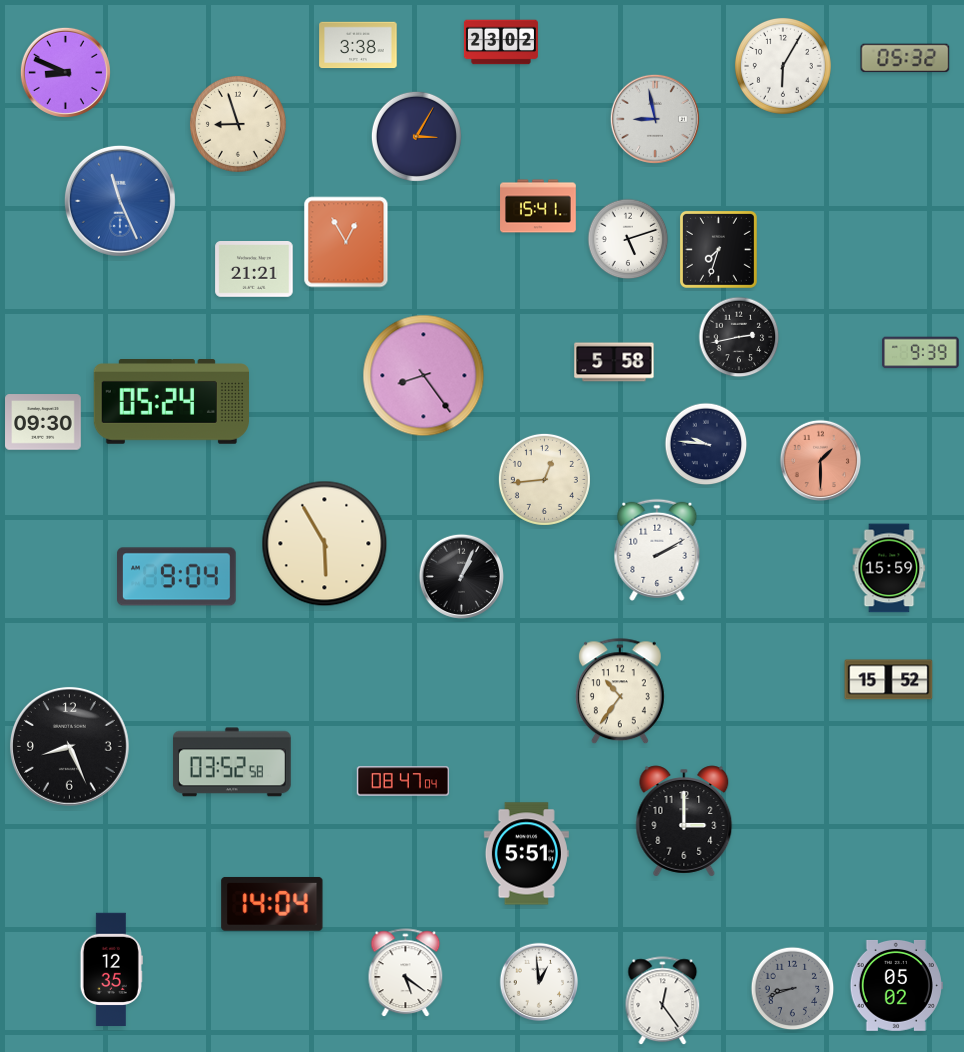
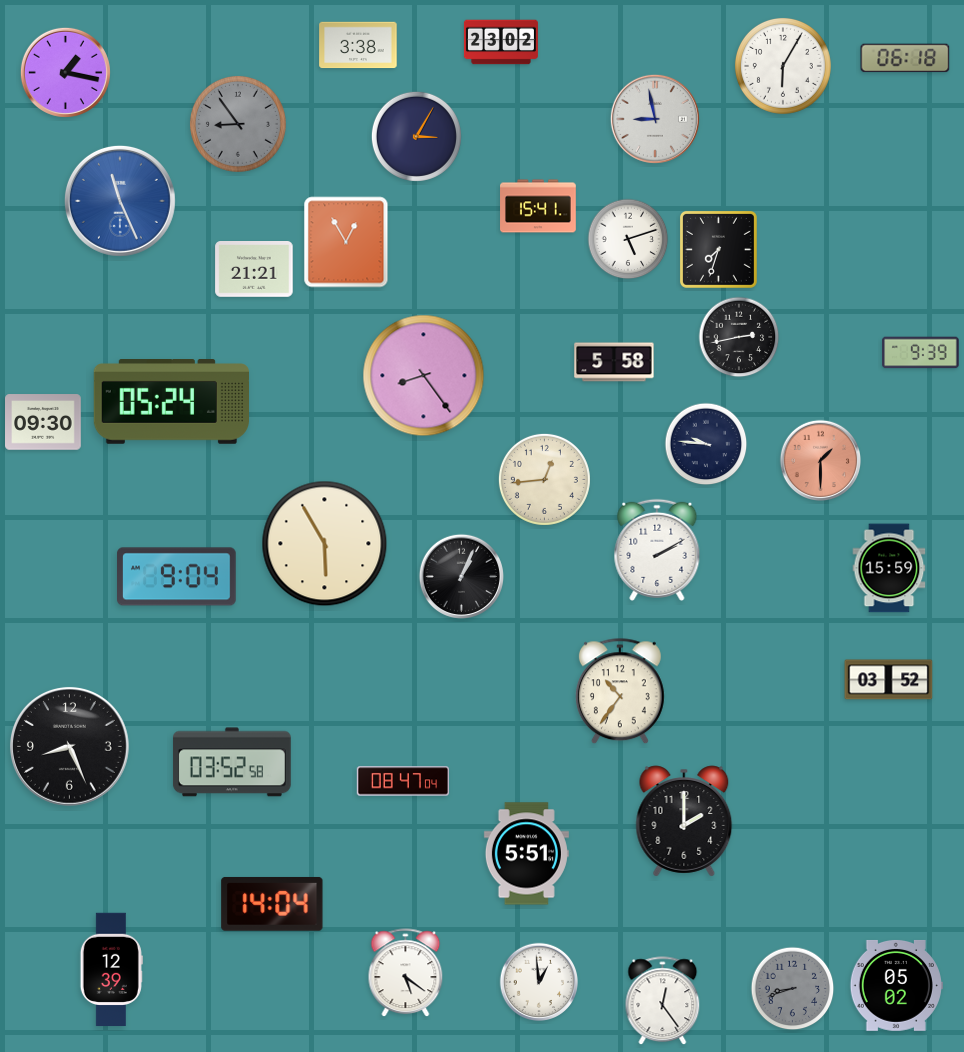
clock at (905, 58): 05:32 -> 06:18
clock at (65, 72): 8:49 -> 1:17
clock at (238, 124): 8:57 -> 8:54
clock at (238, 124) dial: cream -> grey
clock at (889, 680): 15:52 -> 03:52
clock at (684, 821): 3:00 -> 2:00
clock at (111, 970): 12:35 -> 12:39
